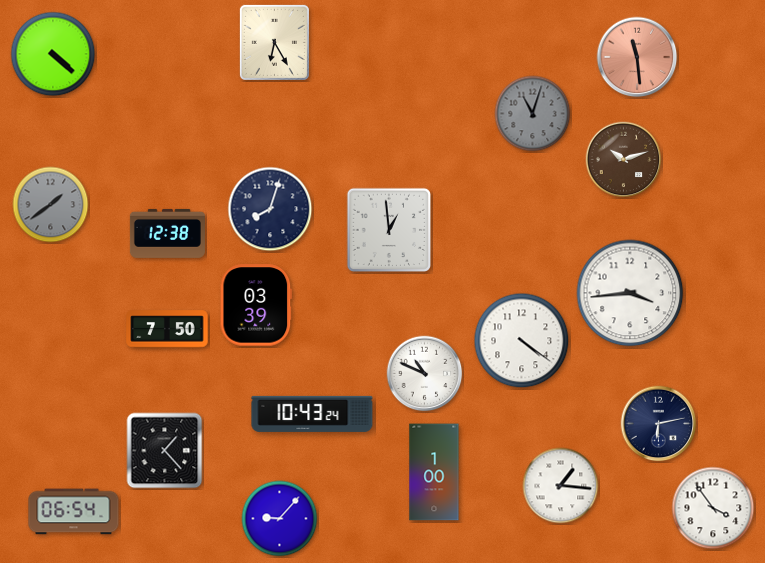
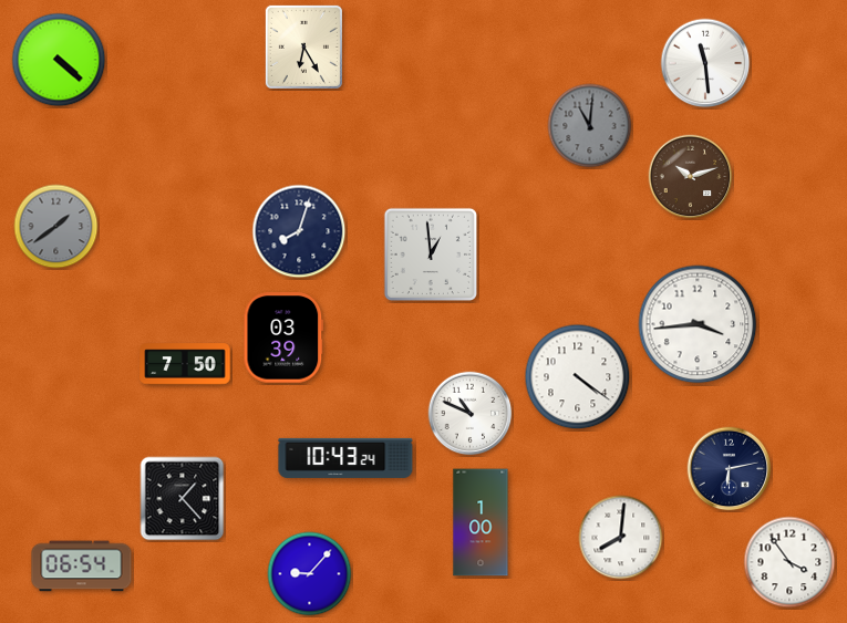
clock at (637, 57) dial: salmon -> white
clock at (533, 114): 11:03 -> 11:01
clock at (167, 233): 12:38 -> none
clock at (561, 486): 1:16 -> 8:01
